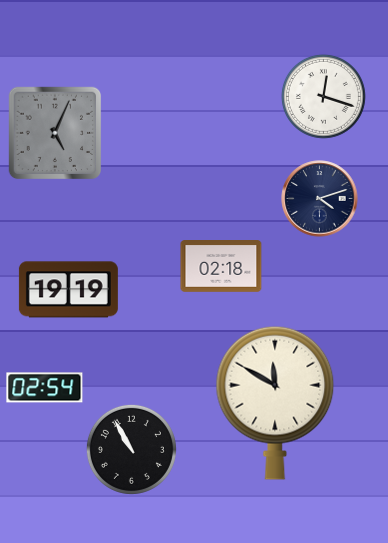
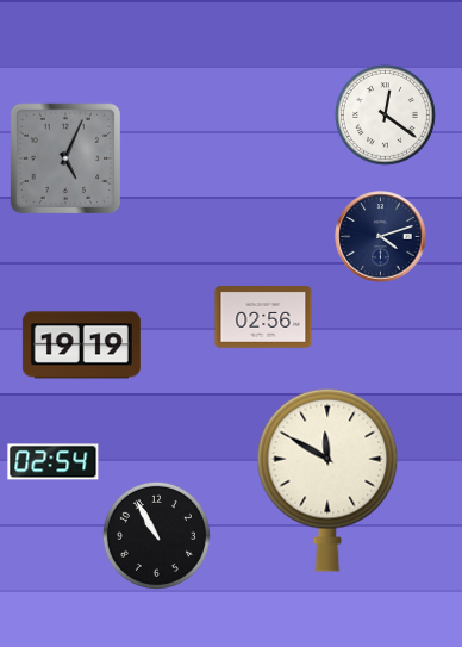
clock at (323, 96): 12:18 -> 12:21
clock at (221, 267): 02:18 -> 02:56
